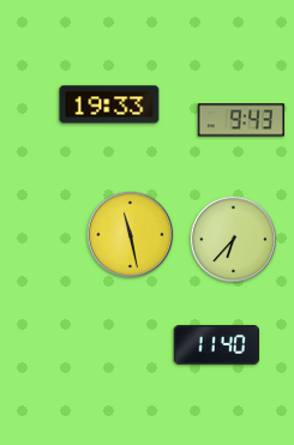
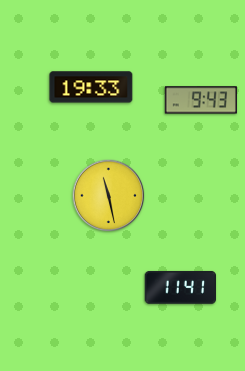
clock at (234, 240): 6:37 -> none
clock at (216, 344): 11:40 -> 11:41
